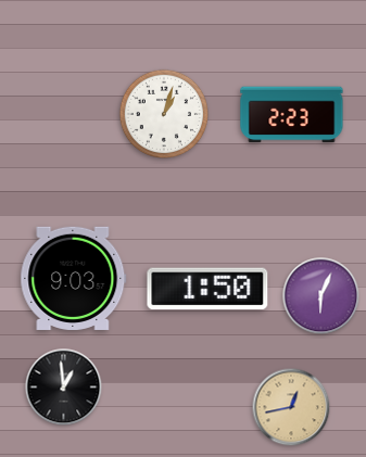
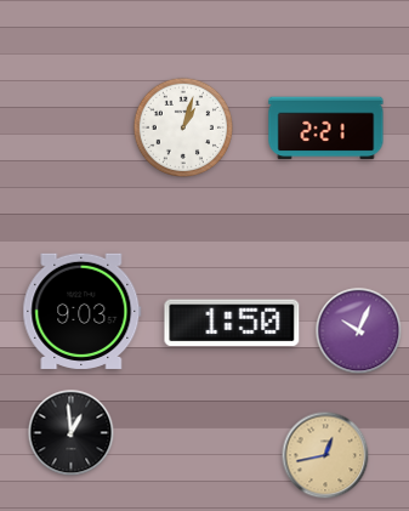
clock at (292, 115): 2:23 -> 2:21
clock at (321, 296): 6:04 -> 10:04
